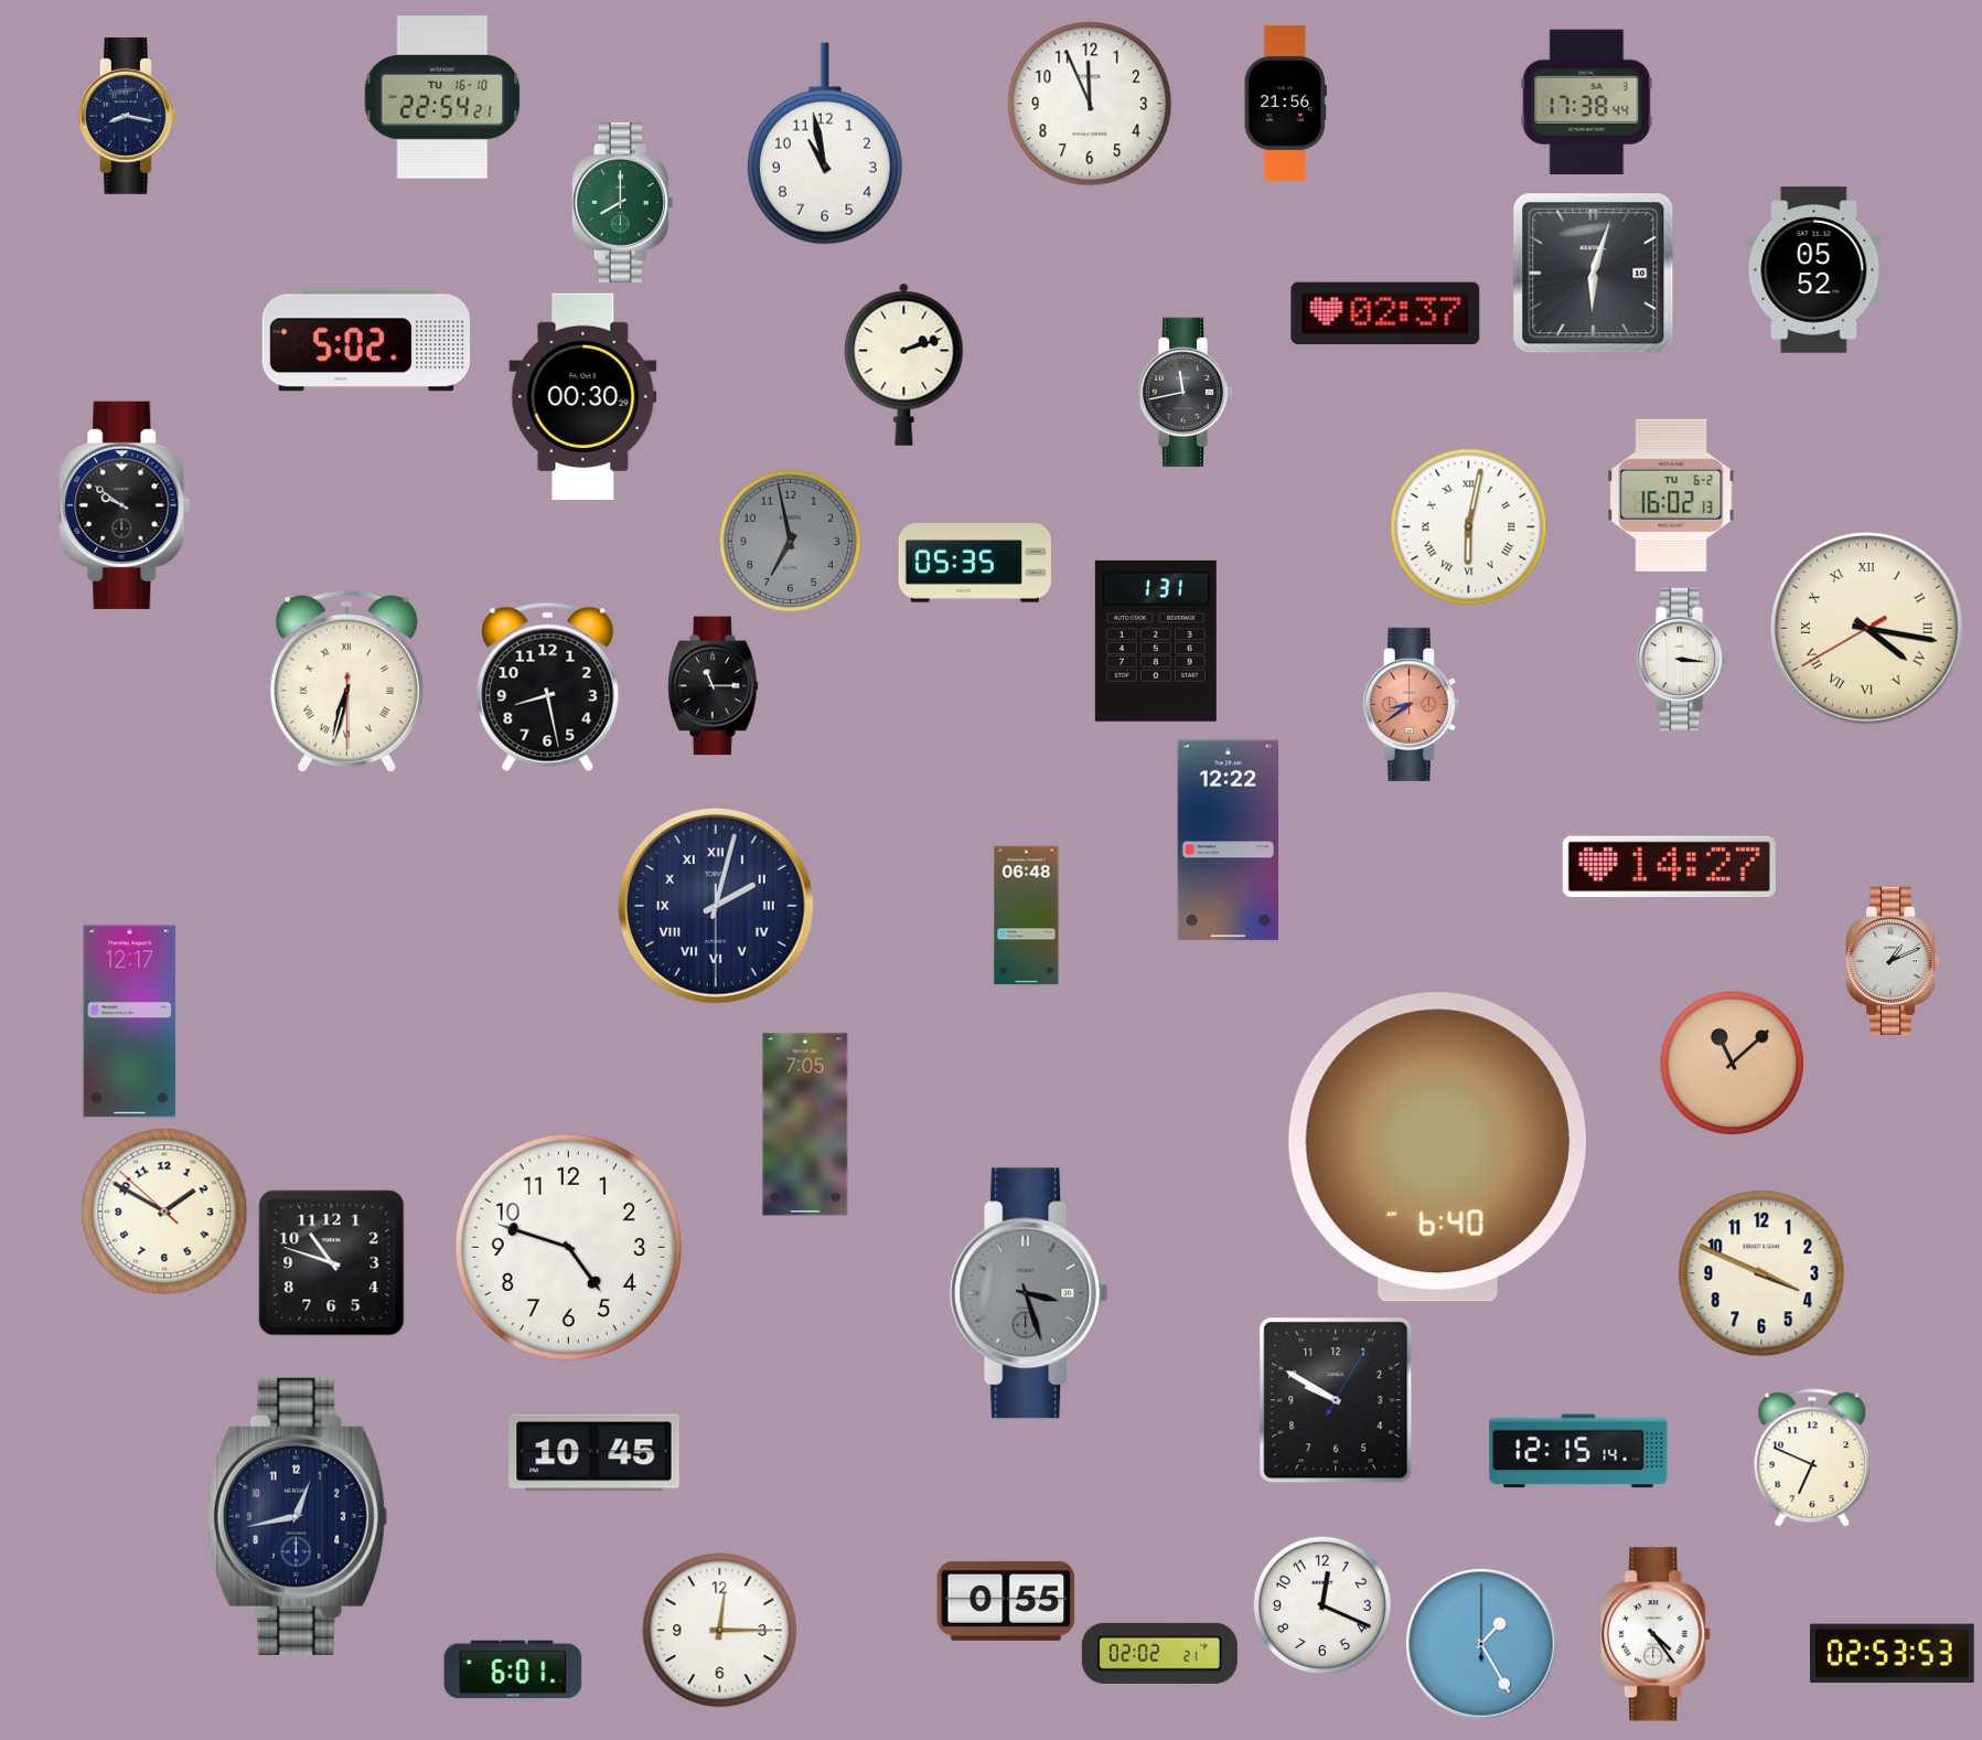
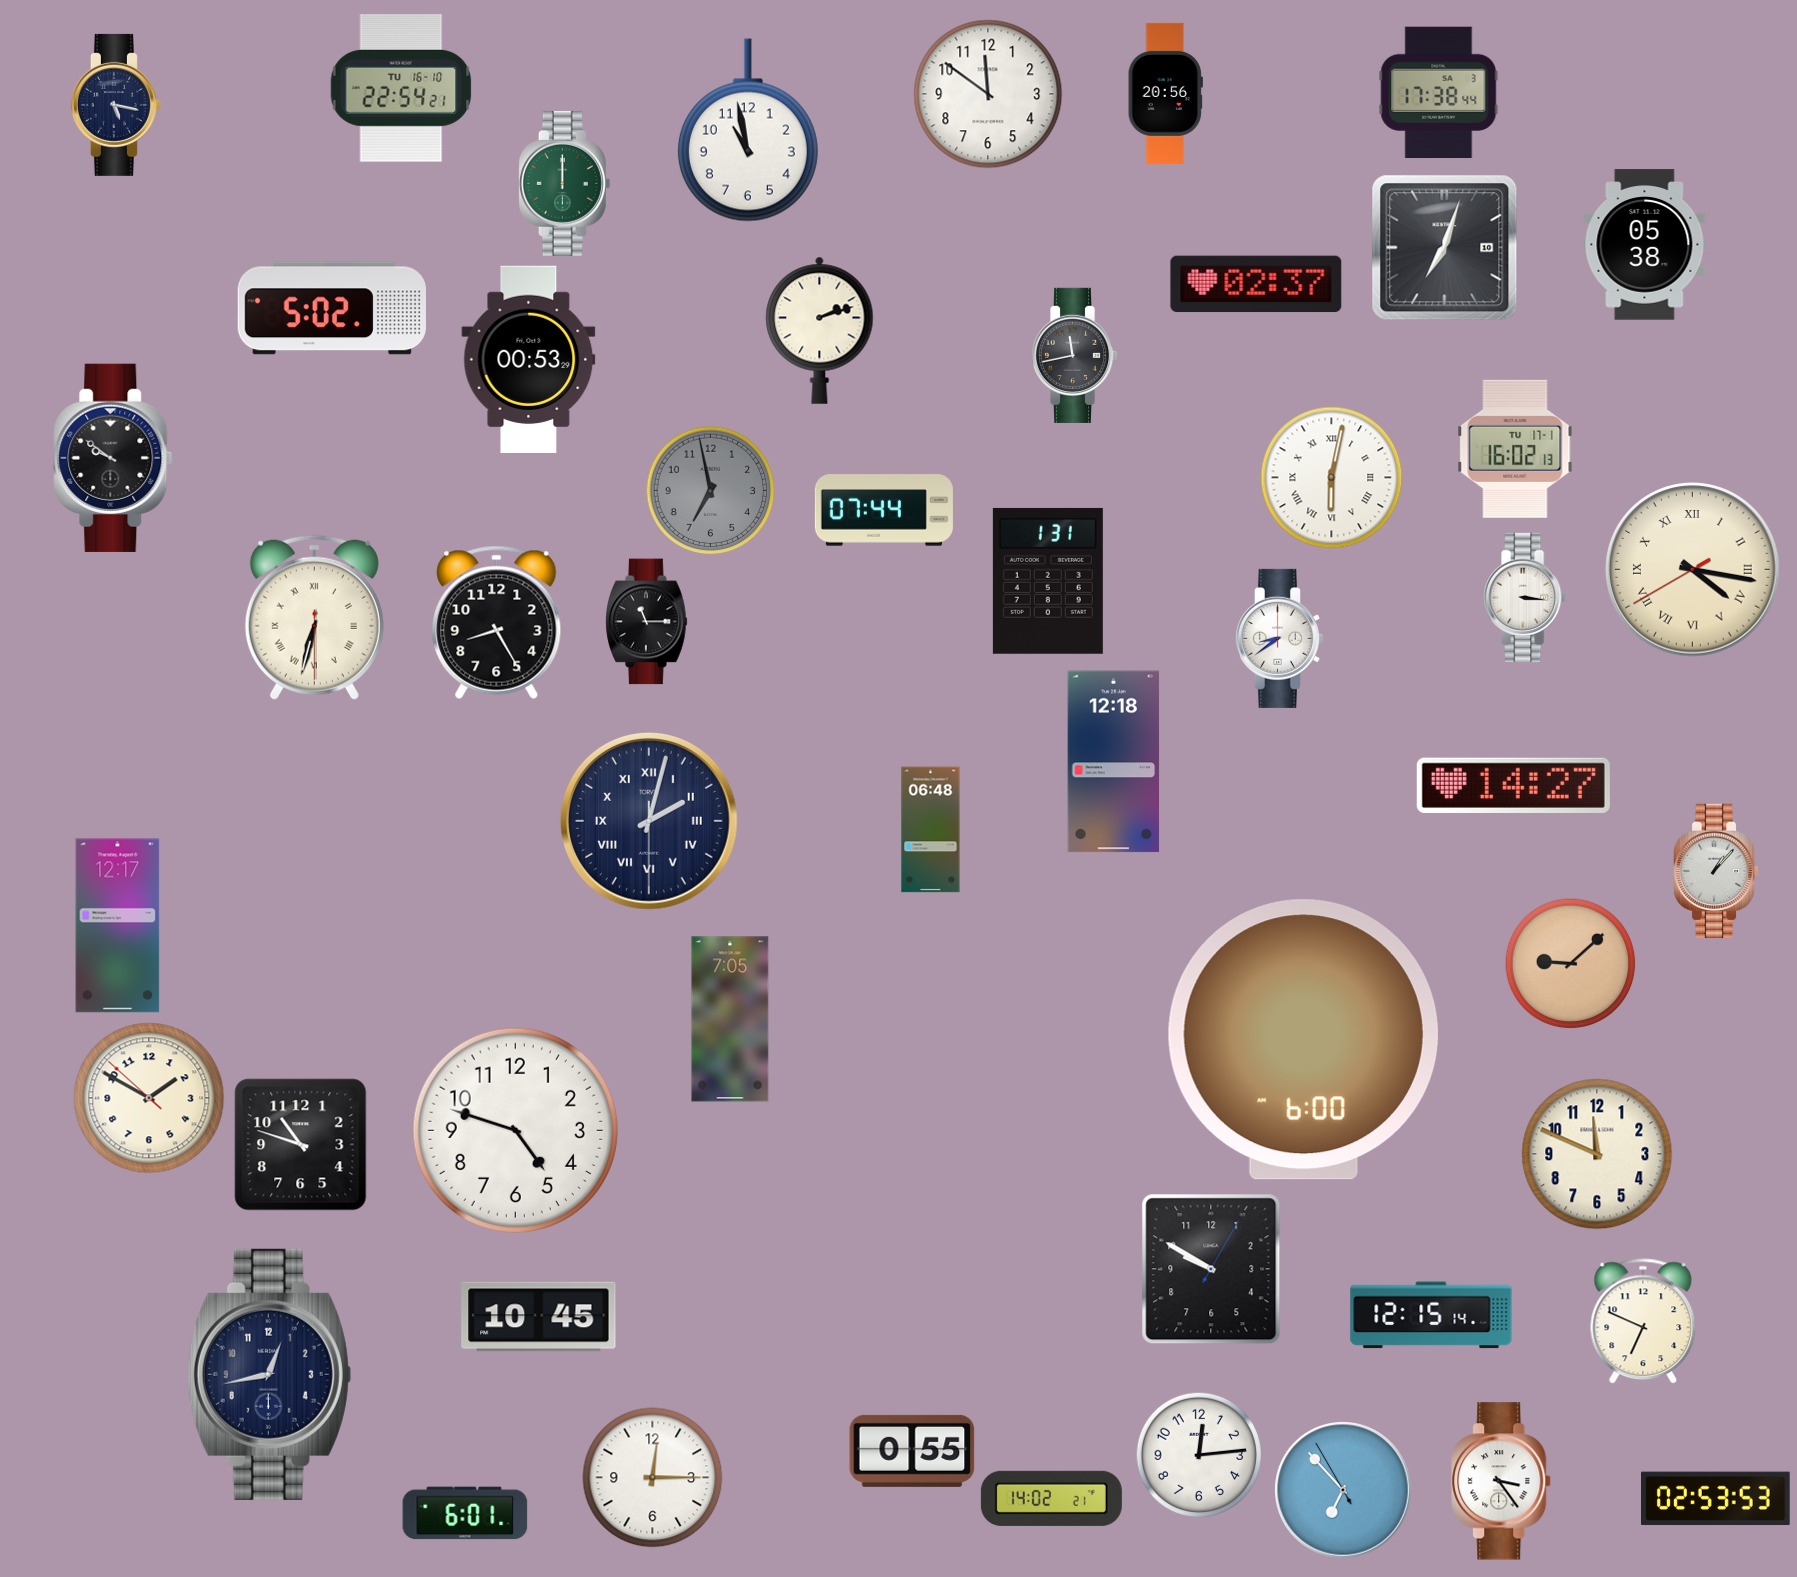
clock at (1285, 103): 21:56 -> 20:56
clock at (1090, 104): 11:56 -> 11:51
clock at (128, 116): 8:17 -> 5:17
clock at (622, 202): 8:00 -> 12:00
clock at (1814, 270): 05:52 -> 05:38
clock at (1594, 274): 6:03 -> 7:03
clock at (583, 396): 00:30 -> 00:53
clock at (1671, 495) date: TU 6-2 -> TU 17-1
clock at (790, 541) position: (790, 541) -> (710, 490)
clock at (975, 563): 05:35 -> 07:44
clock at (548, 686): 8:28 -> 8:25
clock at (1411, 704) dial: salmon -> white
clock at (1229, 841): 12:22 -> 12:18
clock at (1893, 961): 1:11 -> 1:07
clock at (1733, 1064): 11:08 -> 9:08
clock at (1437, 1147): 6:40 -> 6:00
clock at (1761, 1273): 3:49 -> 11:49
clock at (1029, 1293): 3:27 -> none
clock at (1321, 1604): 12:19 -> 12:14
clock at (1657, 1634): 4:24 -> 3:24
clock at (1482, 1645): 1:25 -> 6:52
clock at (1159, 1653): 02:02 -> 14:02
